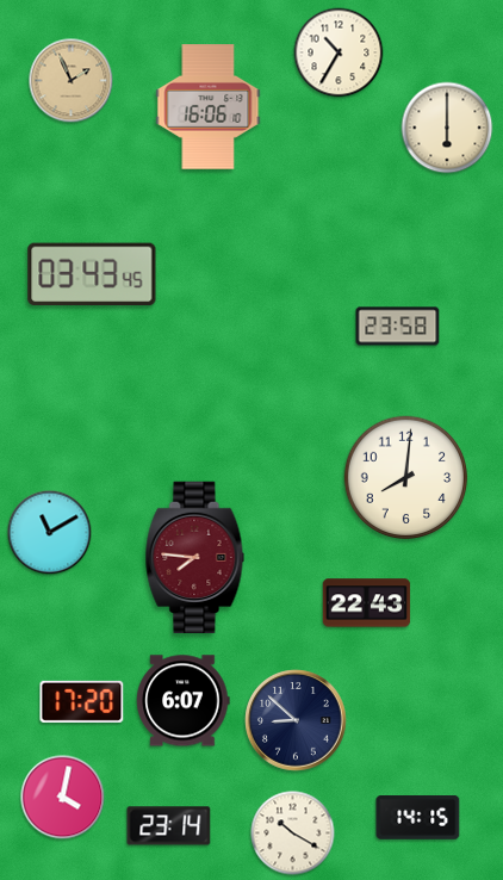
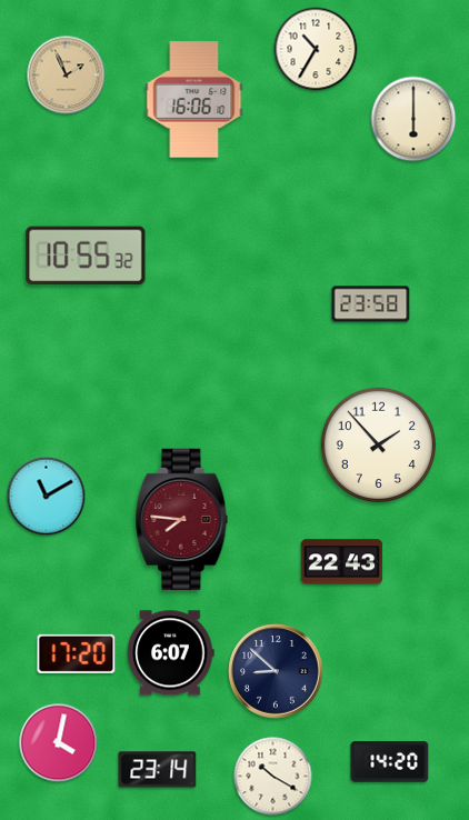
clock at (447, 128) position: (447, 128) -> (413, 119)
clock at (92, 274): 03:43 -> 10:55
clock at (406, 478): 8:01 -> 1:53
clock at (418, 818): 14:15 -> 14:20
